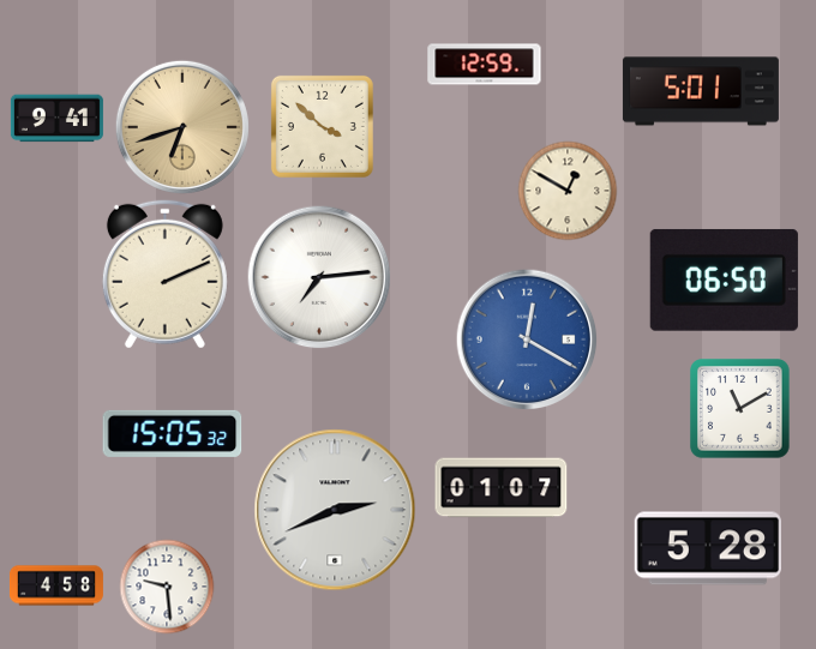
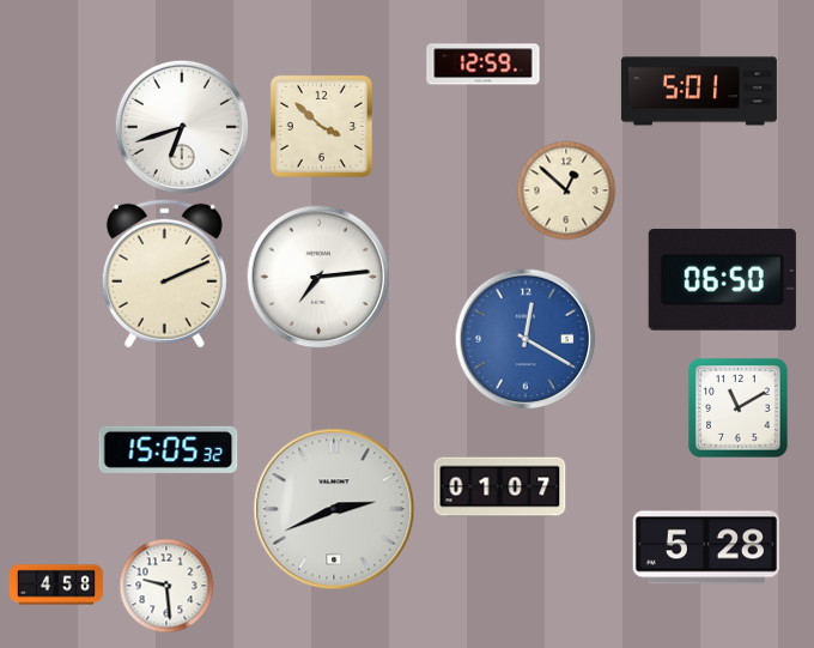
clock at (56, 119): 9:41 -> none
clock at (182, 127) dial: champagne -> white
clock at (568, 191): 12:50 -> 12:52
clock at (173, 433) position: (173, 433) -> (169, 449)
